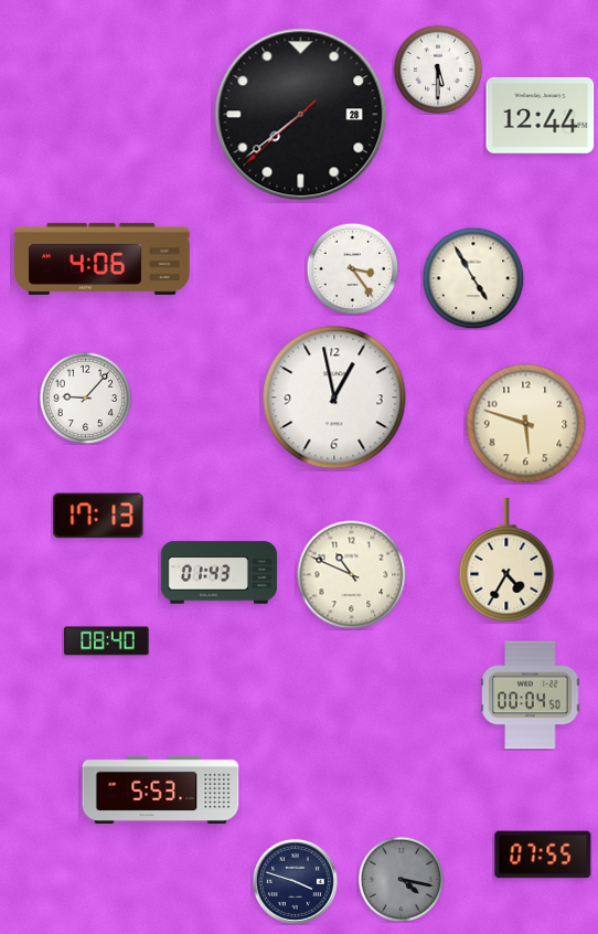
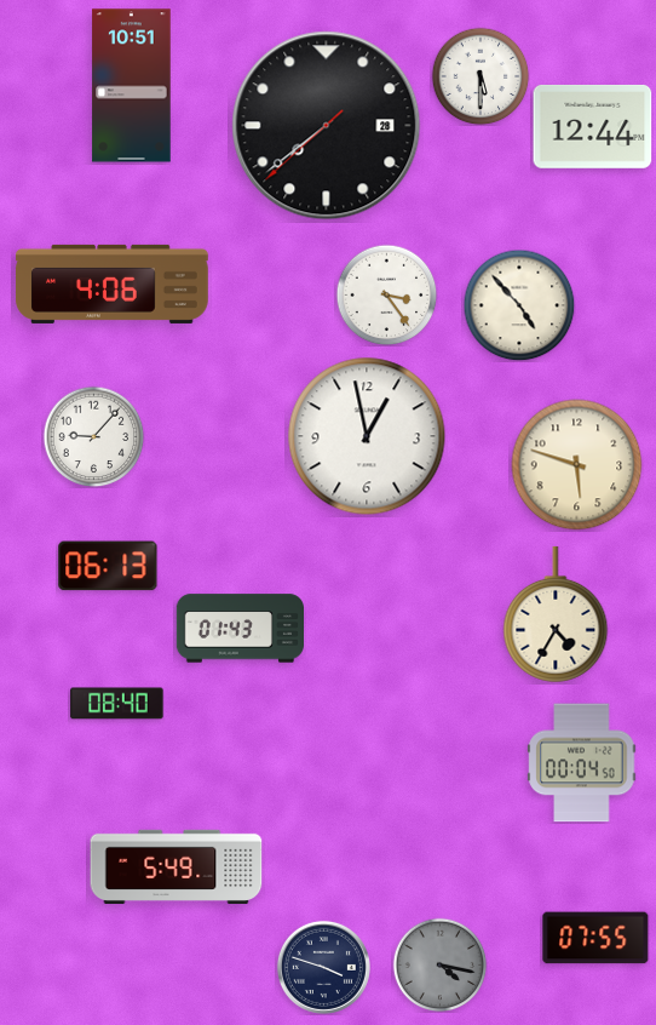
clock at (132, 86): none -> 10:51
clock at (301, 115) position: (301, 115) -> (327, 126)
clock at (473, 278): 4:55 -> 4:53
clock at (98, 516): 17:13 -> 06:13
clock at (352, 575): 10:49 -> none
clock at (161, 789): 5:53 -> 5:49
